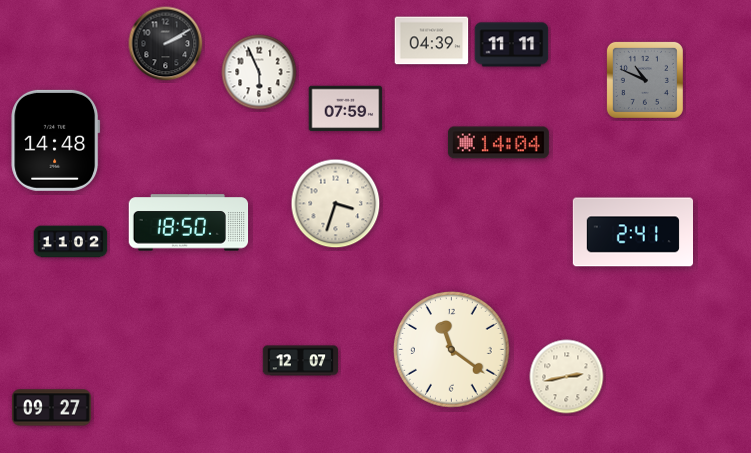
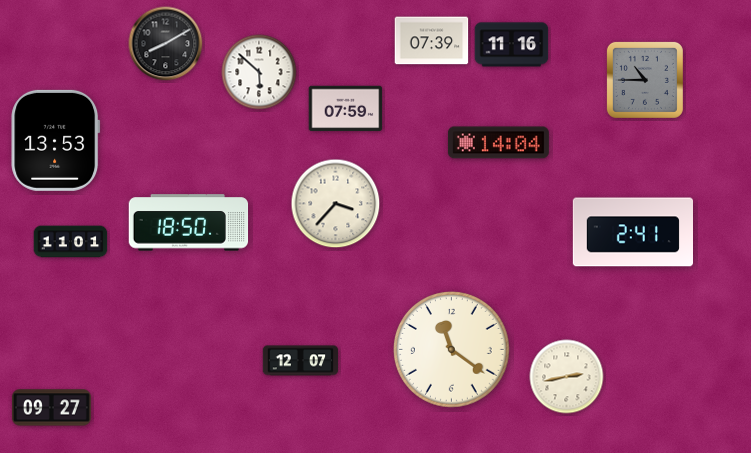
clock at (432, 41): 04:39 -> 07:39
clock at (166, 44): 2:10 -> 8:10
clock at (512, 45): 11:11 -> 11:16
clock at (259, 72): 5:56 -> 5:52
clock at (645, 80): 10:49 -> 10:45
clock at (56, 140): 14:48 -> 13:53
clock at (336, 204): 3:33 -> 3:37
clock at (71, 242): 11:02 -> 11:01
